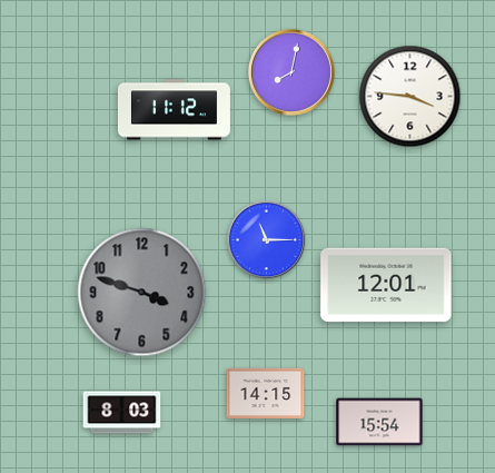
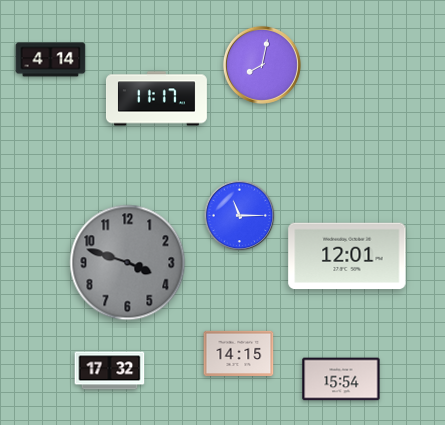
clock at (51, 60): none -> 4:14
clock at (410, 97): 3:46 -> none
clock at (174, 110): 11:12 -> 11:17
clock at (122, 413): 8:03 -> 17:32
